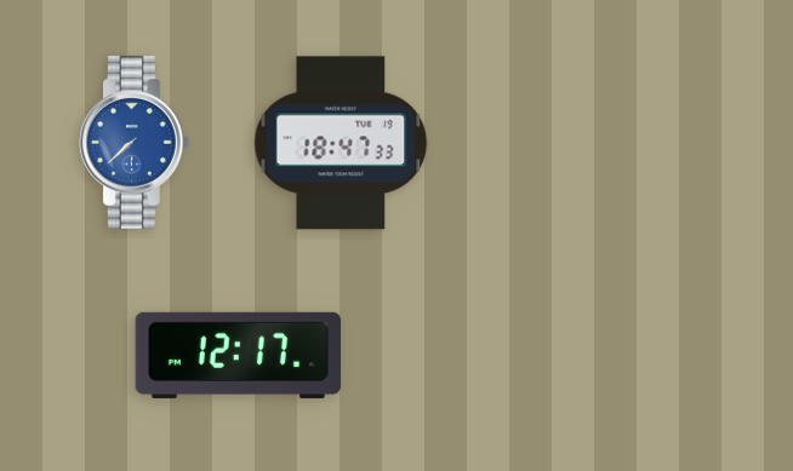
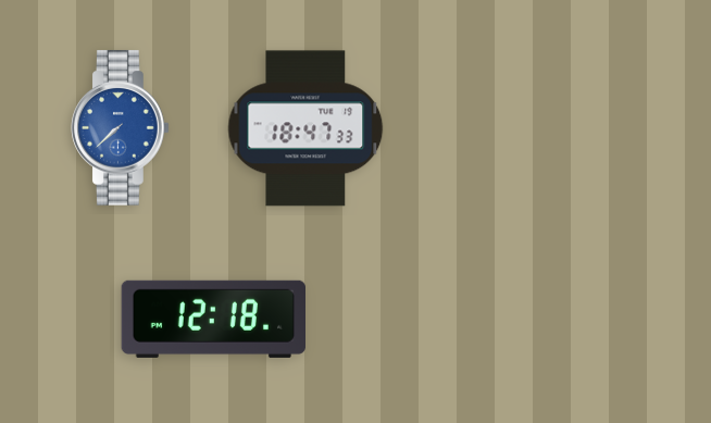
clock at (238, 355): 12:17 -> 12:18
